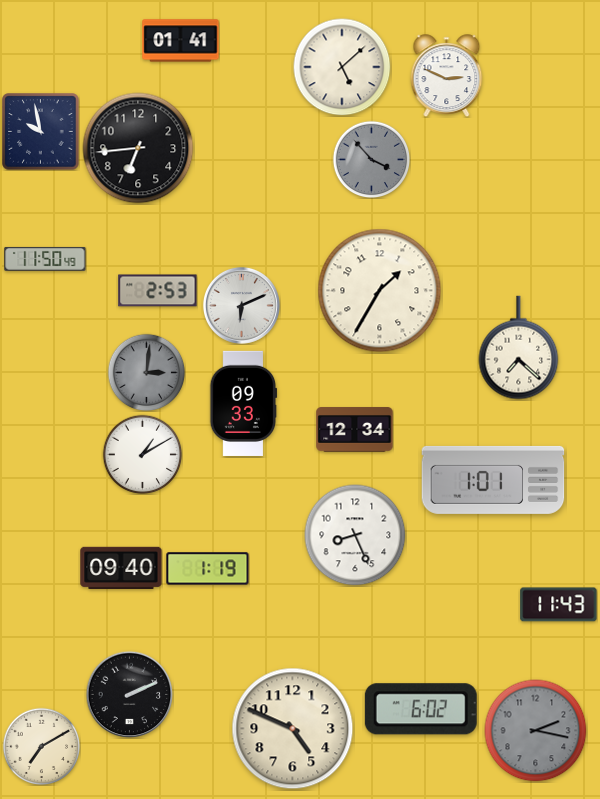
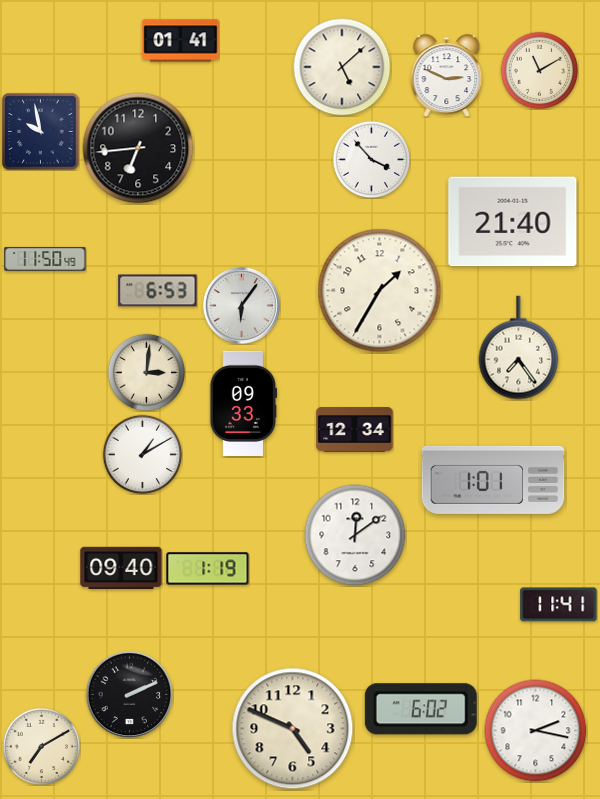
clock at (539, 70): none -> 11:10
clock at (371, 159) dial: grey -> white
clock at (513, 222): none -> 21:40
clock at (158, 291): 2:53 -> 6:53
clock at (241, 305): 6:11 -> 6:06
clock at (519, 348): 7:22 -> 7:24
clock at (146, 372) dial: grey -> cream
clock at (355, 535): 8:26 -> 12:09
clock at (559, 605): 11:43 -> 11:41
clock at (536, 731) dial: grey -> white
